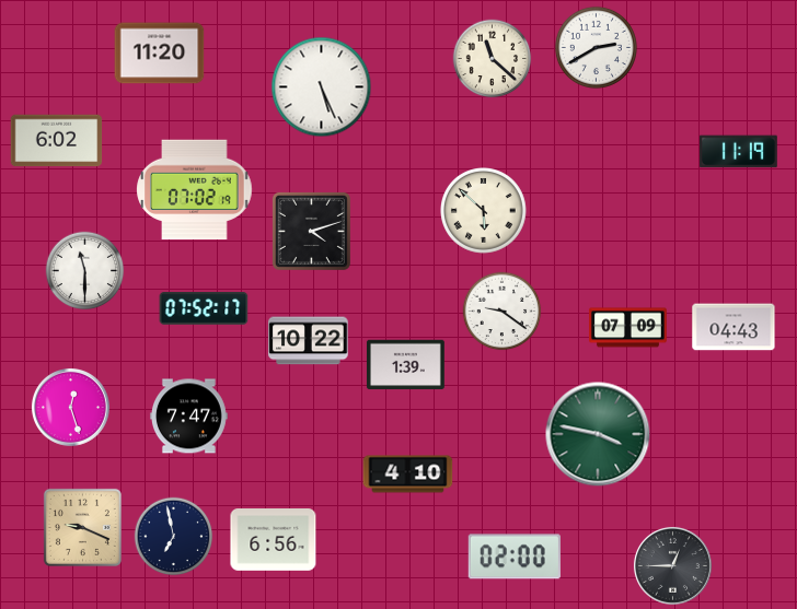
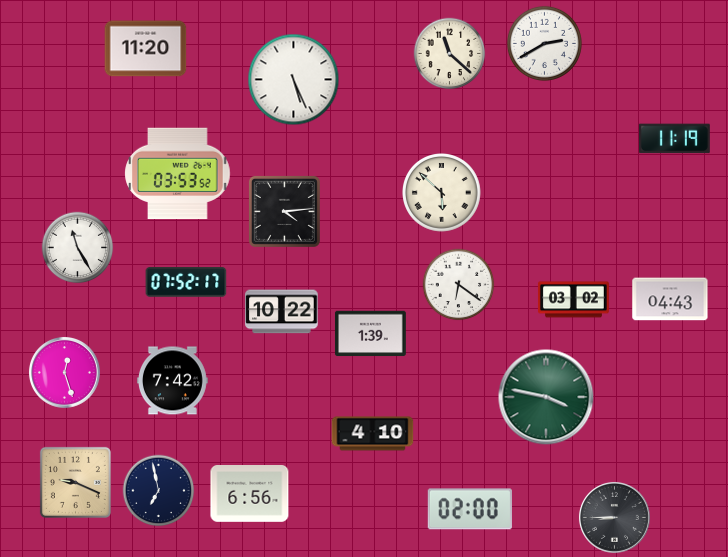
clock at (57, 141): 6:02 -> none
clock at (195, 190): 07:02 -> 03:53
clock at (311, 231): 4:12 -> 4:14
clock at (85, 271): 11:30 -> 11:25
clock at (503, 312): 9:21 -> 6:21
clock at (627, 328): 07:09 -> 03:02
clock at (188, 417): 7:47 -> 7:42
clock at (672, 565): 12:45 -> 8:45
